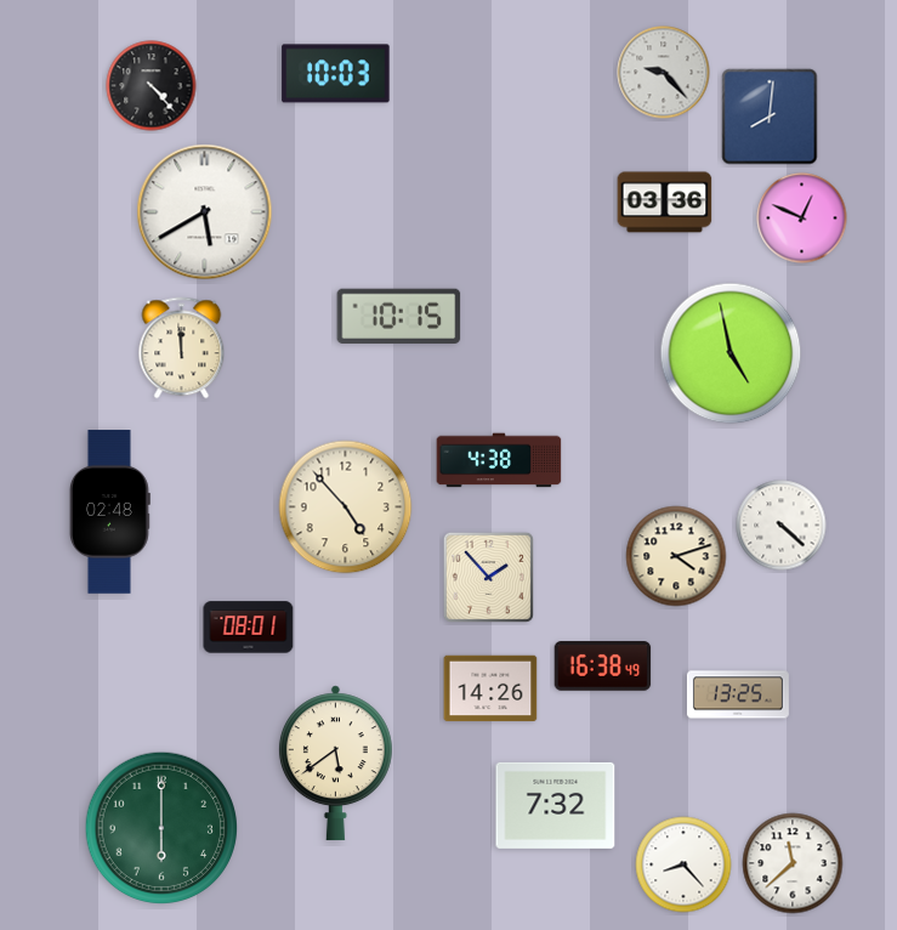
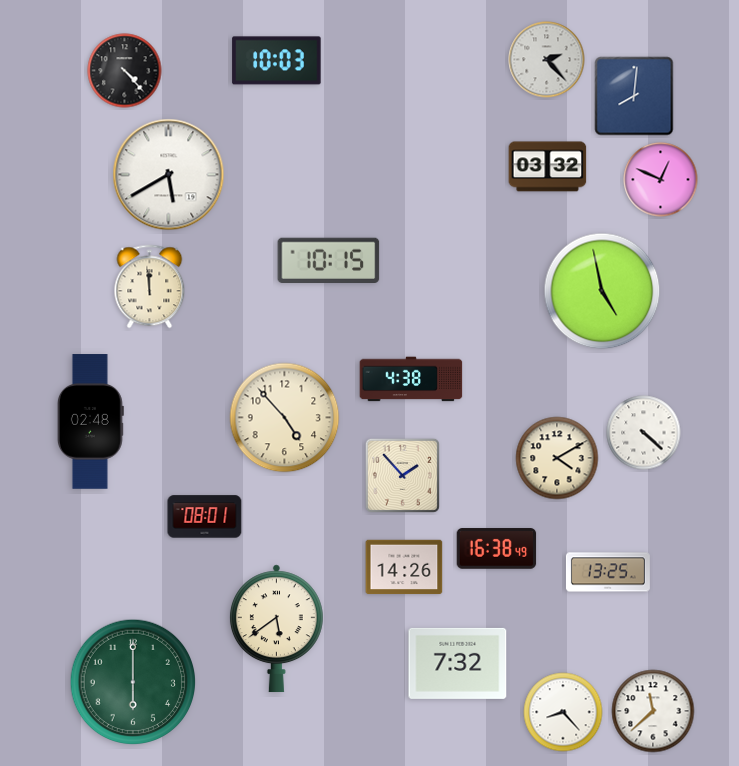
clock at (664, 73): 9:23 -> 2:23
clock at (665, 203): 03:36 -> 03:32
clock at (676, 556): 4:12 -> 4:10
